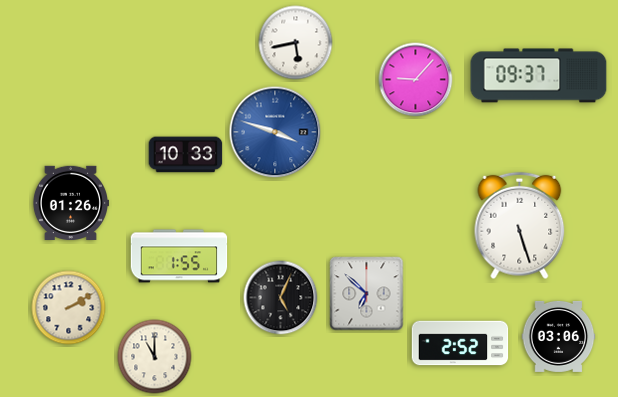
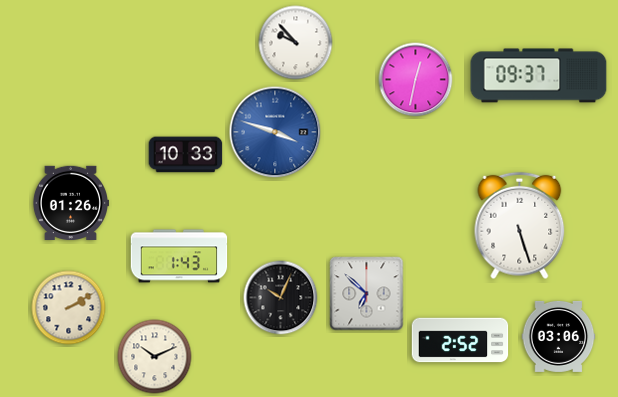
clock at (296, 43): 5:43 -> 9:53
clock at (416, 80): 9:07 -> 12:32
clock at (179, 256): 1:55 -> 1:43
clock at (281, 298): 5:04 -> 10:04
clock at (460, 343) position: (460, 343) -> (460, 340)
clock at (155, 357): 11:00 -> 10:11
